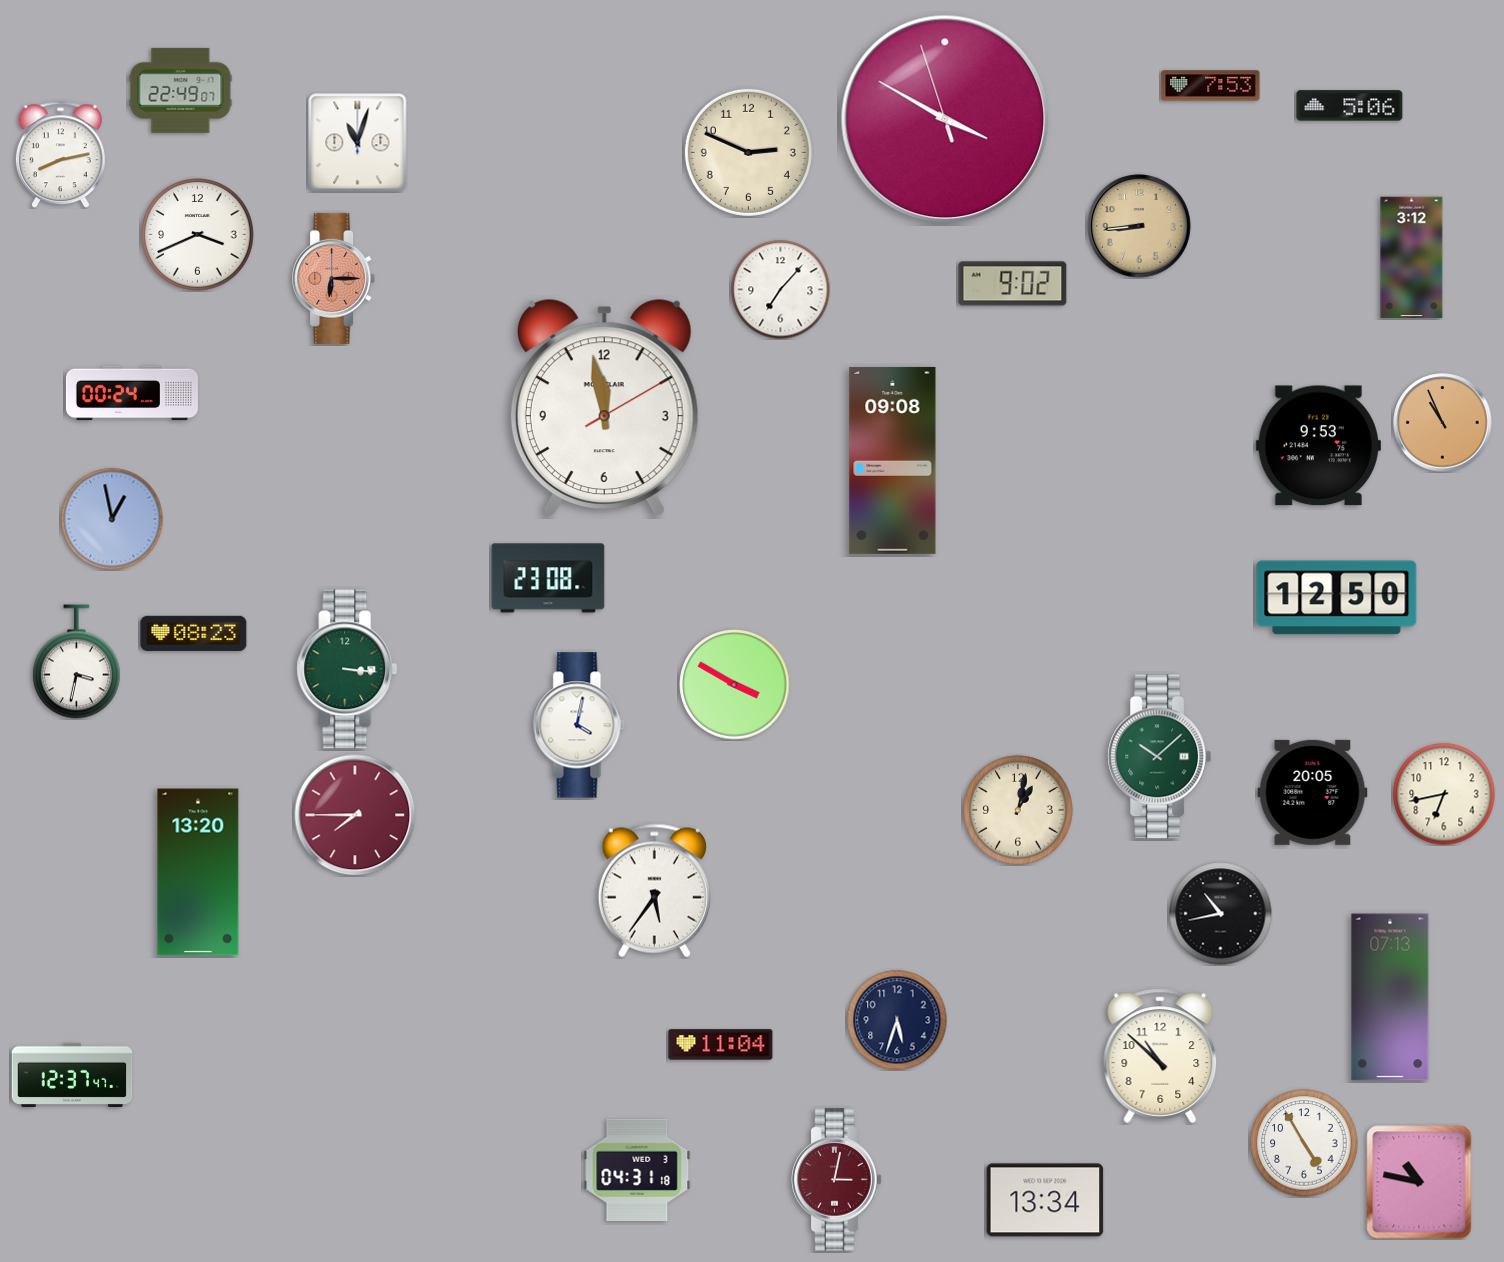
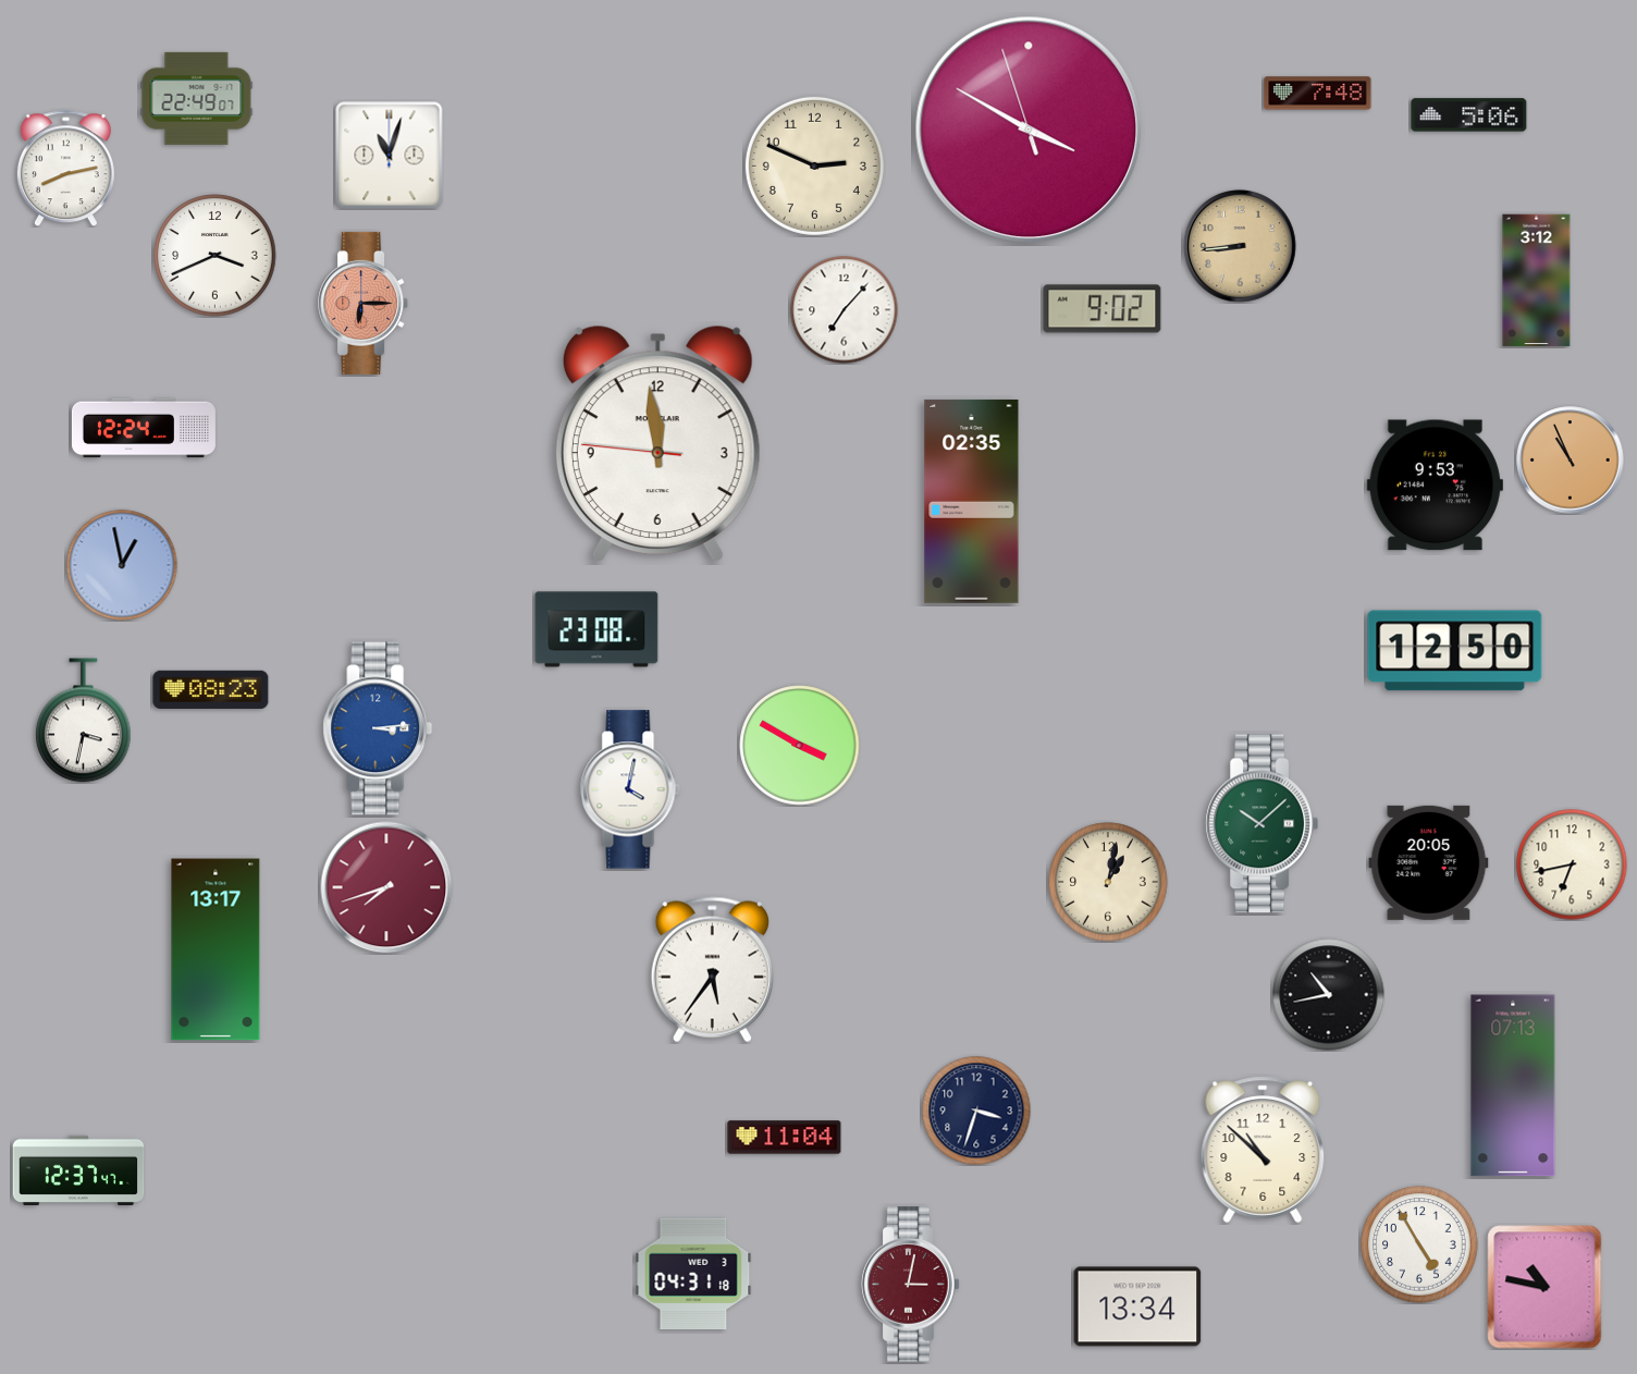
clock at (1211, 86): 7:53 -> 7:48
clock at (781, 290) position: (781, 290) -> (845, 310)
clock at (132, 393): 00:24 -> 12:24
clock at (604, 408): 11:58:10 -> 11:58:46
clock at (893, 460): 09:08 -> 02:35
clock at (347, 669): 3:16 -> 3:14
clock at (347, 669) dial: green -> blue
clock at (355, 815): 7:45 -> 7:42
clock at (198, 872): 13:20 -> 13:17
clock at (897, 1020): 5:33 -> 3:33
